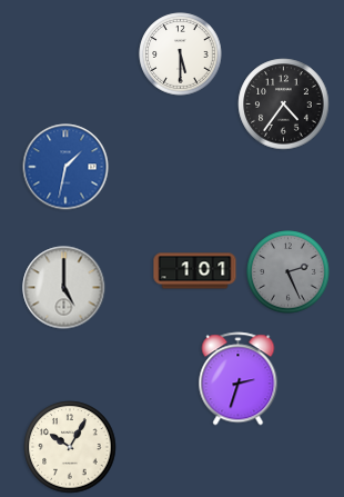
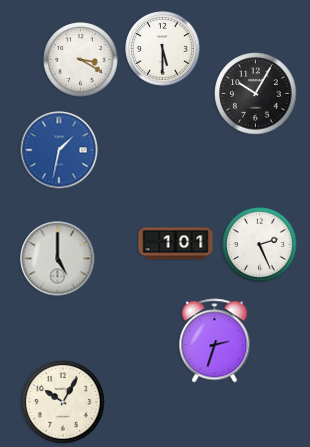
clock at (81, 60): none -> 3:20
clock at (284, 105): 4:36 -> 10:05
clock at (289, 272) dial: grey -> white
